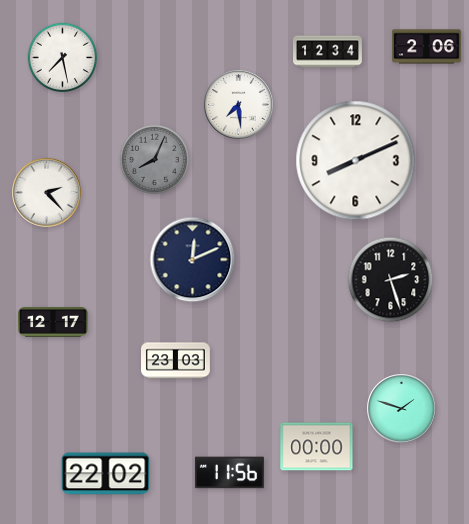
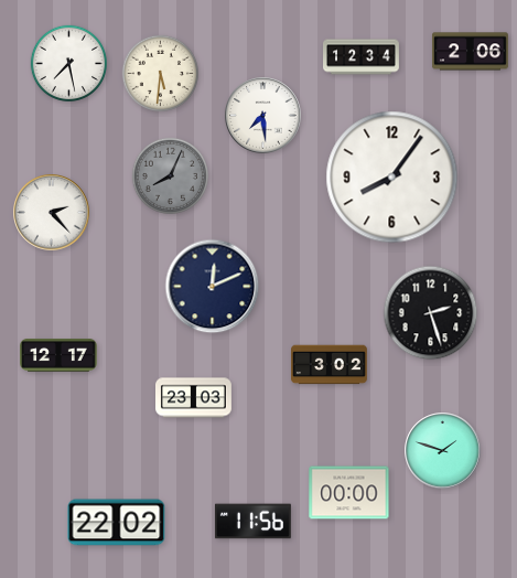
clock at (160, 73): none -> 5:31
clock at (356, 161): 8:11 -> 8:06
clock at (391, 280) position: (391, 280) -> (431, 313)
clock at (330, 365): none -> 3:02
